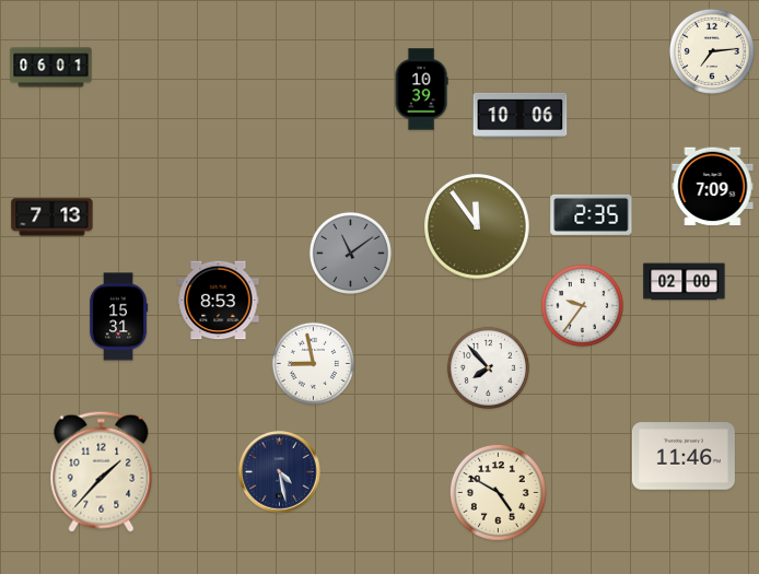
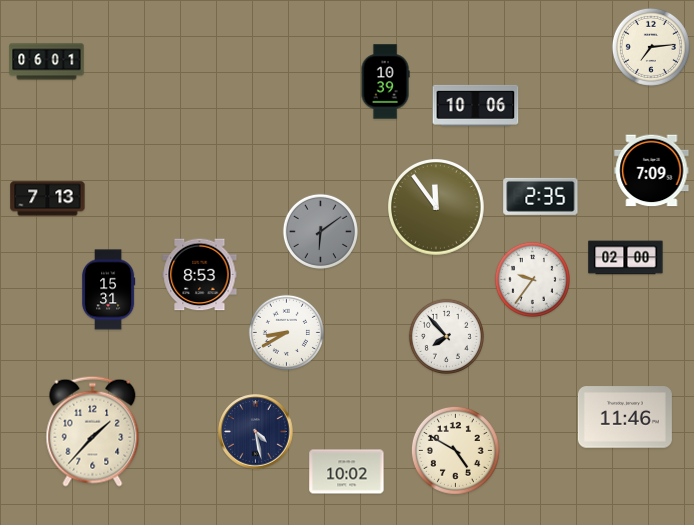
clock at (350, 253): 11:09 -> 6:09
clock at (313, 363): 8:58 -> 8:40
clock at (347, 472): none -> 10:02
